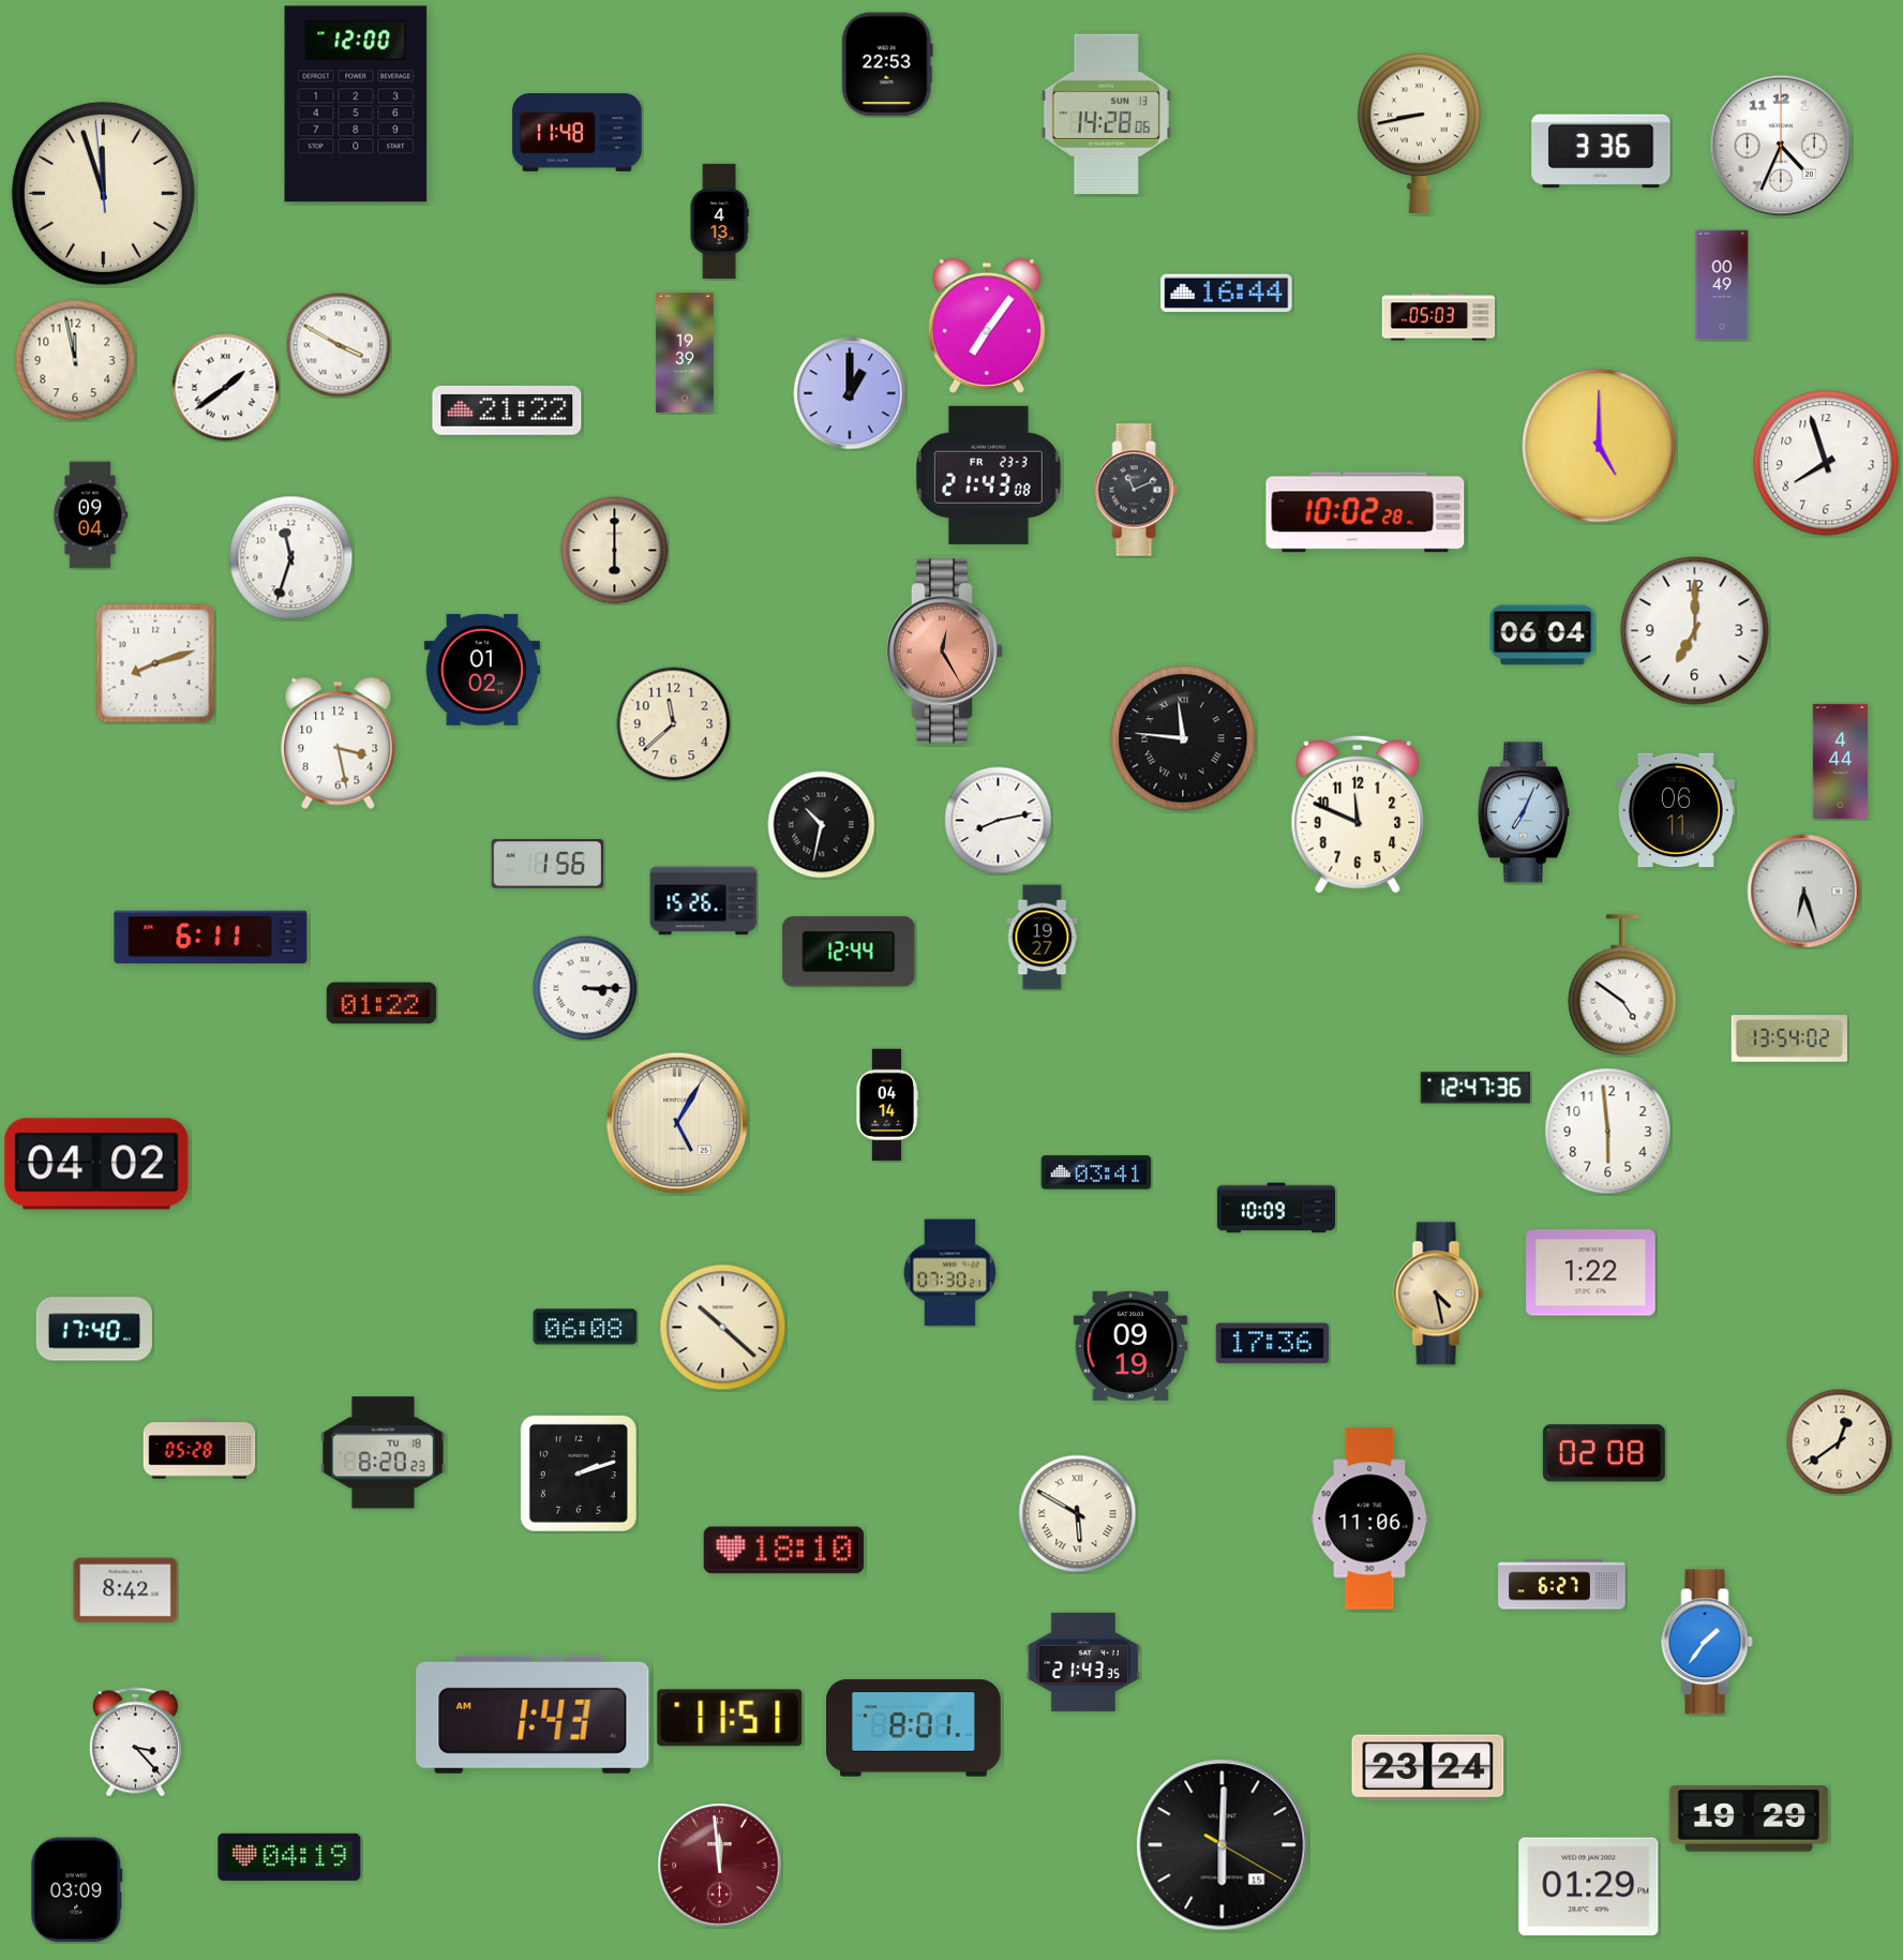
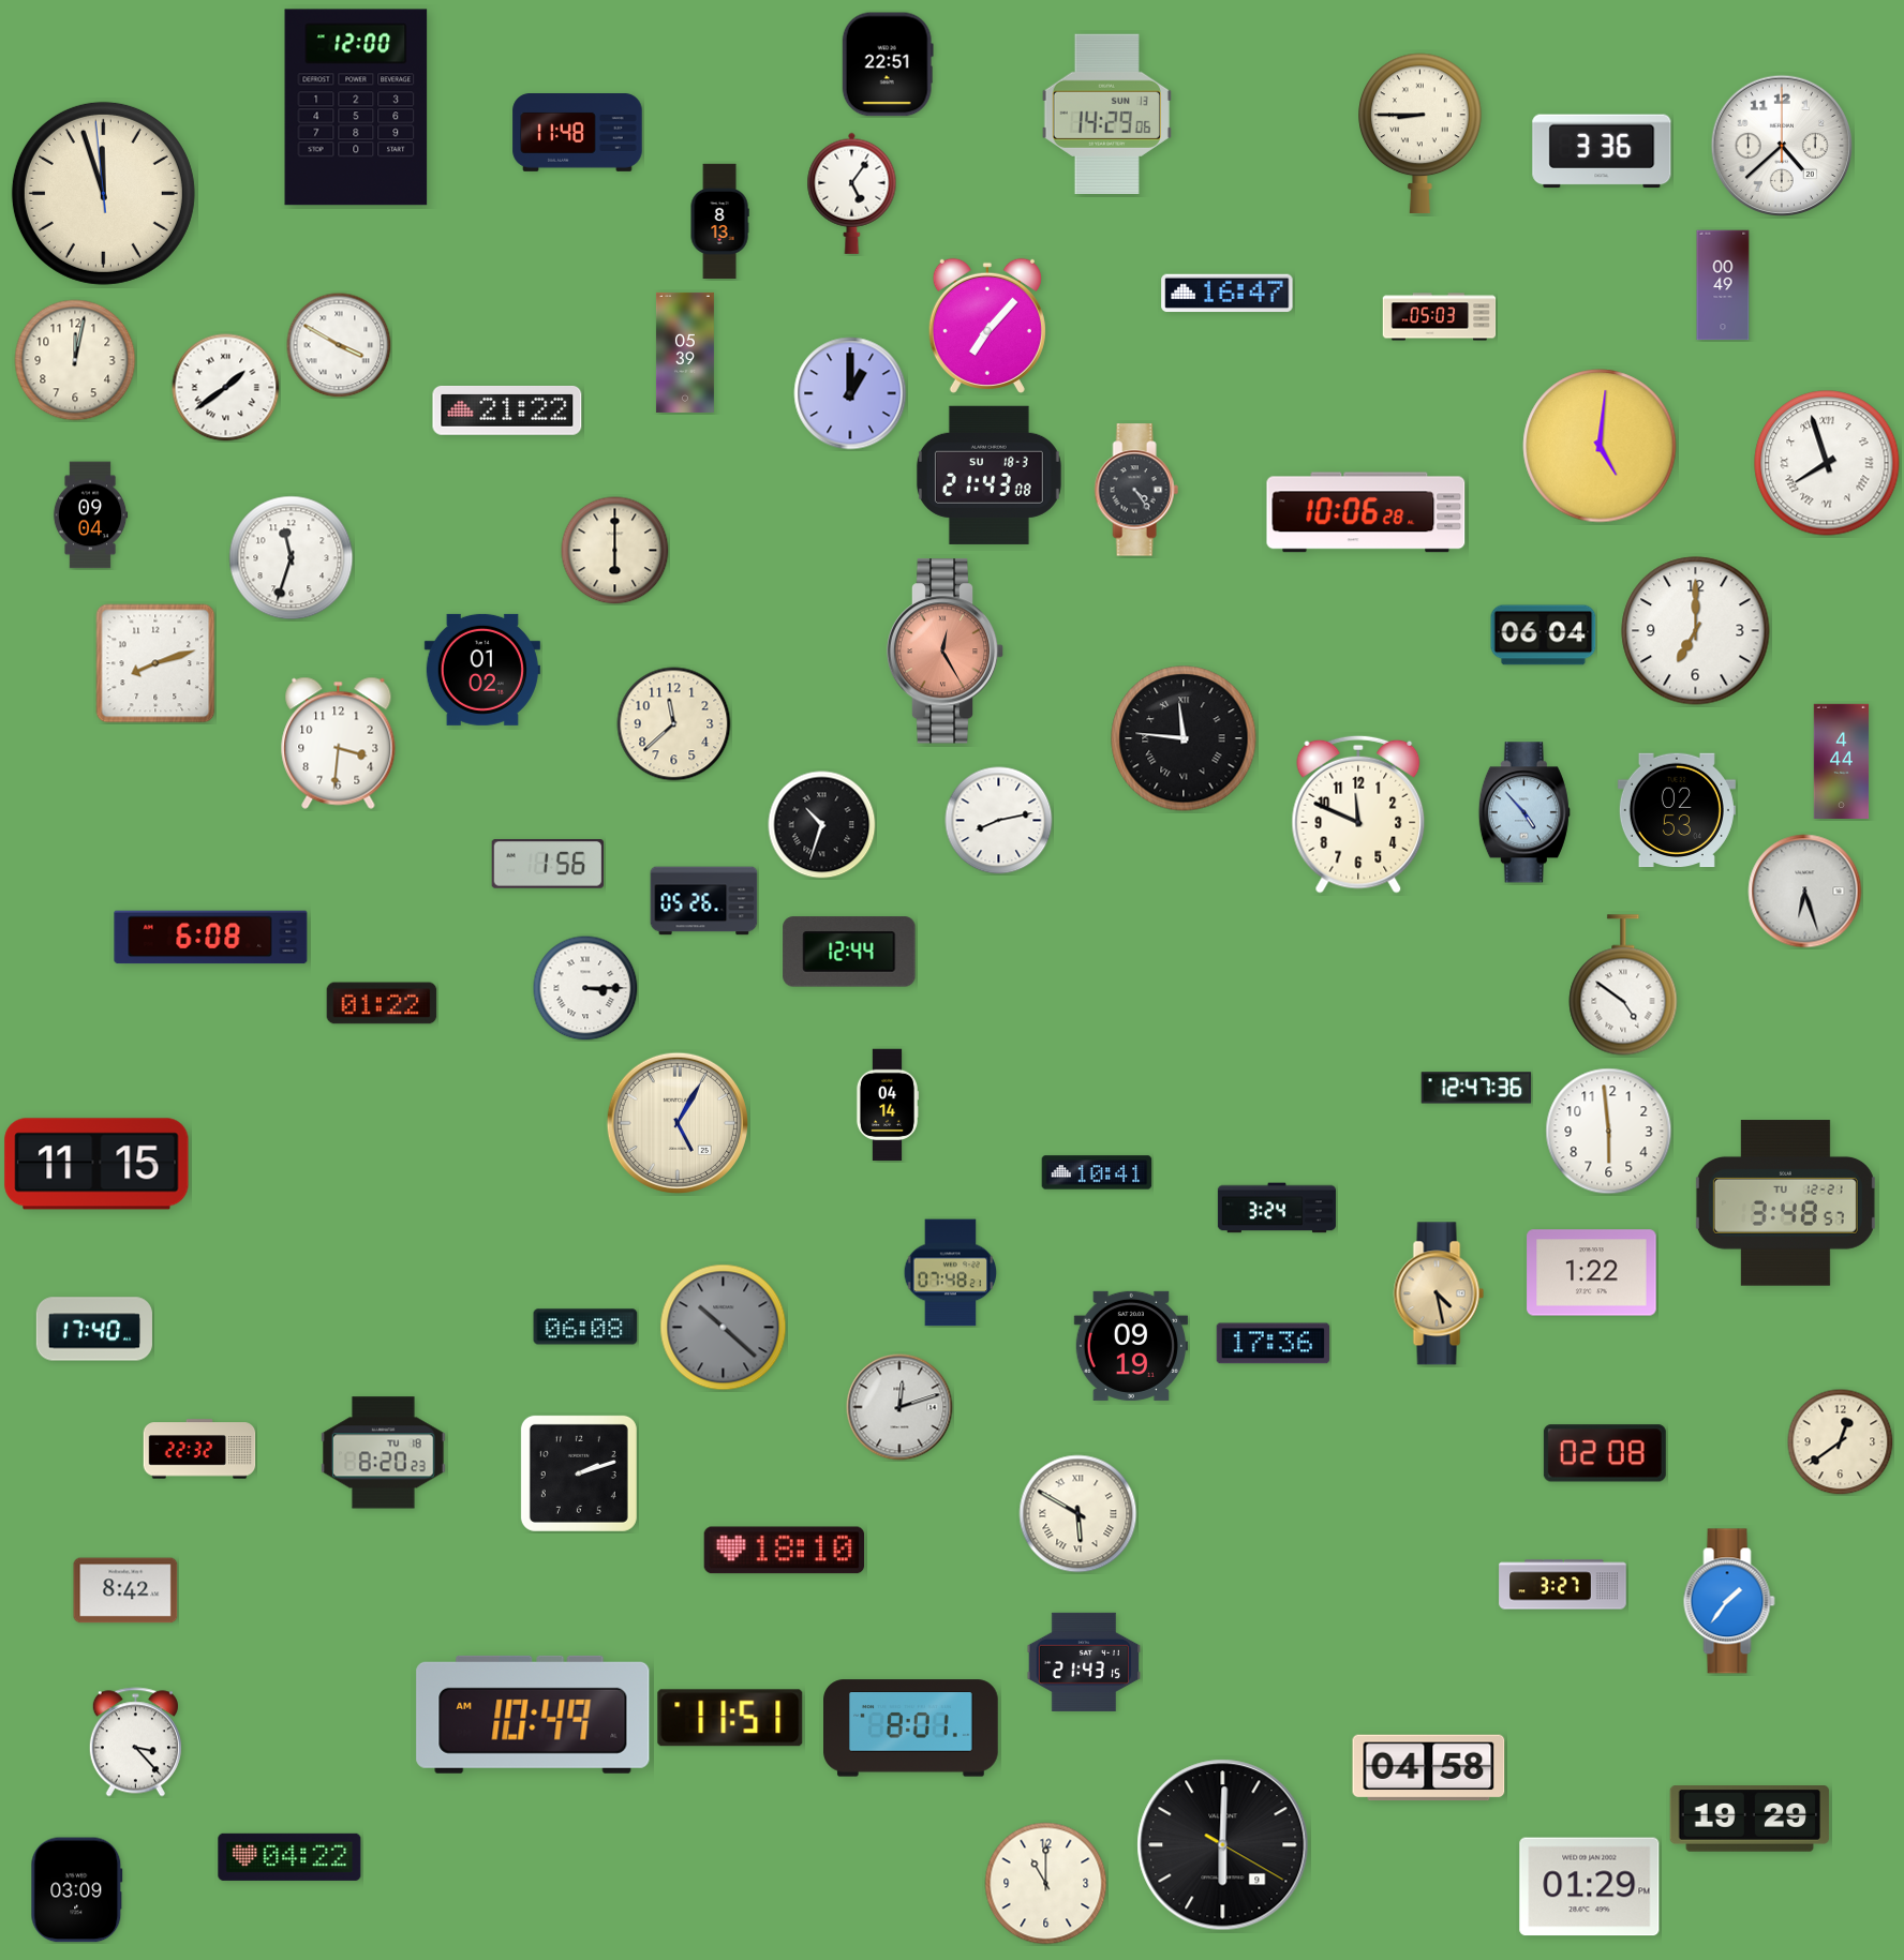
clock at (887, 64): 22:53 -> 22:51
clock at (356, 104) position: (356, 104) -> (356, 107)
clock at (1106, 114): 14:28 -> 14:29
clock at (1420, 133): 8:43 -> 8:45
clock at (1781, 146): 4:34 -> 4:38
clock at (852, 193): none -> 5:06
clock at (719, 222): 4:13 -> 8:13
clock at (1227, 294): 16:44 -> 16:47
clock at (987, 326): 7:06 -> 7:07
clock at (685, 353): 19:39 -> 05:39
clock at (75, 360): 11:58 -> 12:02
clock at (1599, 446): 5:00 -> 5:01
clock at (1826, 463) numerals: Arabic -> Roman
clock at (988, 475) date: FR 23-3 -> SU 18-3
clock at (1136, 490): 11:11 -> 4:24
clock at (1365, 512): 10:02 -> 10:06
clock at (339, 743): 3:28 -> 3:31
clock at (1676, 810): 06:11 -> 02:53
clock at (1524, 812): 7:04 -> 4:53
clock at (822, 825): 10:32 -> 10:33
clock at (704, 901): 15:26 -> 05:26
clock at (211, 938): 6:11 -> 6:08
clock at (1043, 938): 19:27 -> none
clock at (1789, 1038): 13:54 -> none
clock at (96, 1164): 04:02 -> 11:15
clock at (1096, 1172): 03:41 -> 10:41
clock at (1785, 1203): none -> 3:48
clock at (1276, 1208): 10:09 -> 3:24
clock at (950, 1273): 07:30 -> 07:48
clock at (723, 1328) dial: cream -> grey
clock at (899, 1407): none -> 12:12
clock at (199, 1449): 05:28 -> 22:32
clock at (1369, 1518): 11:06 -> none
clock at (1562, 1585): 6:27 -> 3:27
clock at (1707, 1642) position: (1707, 1642) -> (1729, 1601)
clock at (1082, 1662): 21:43:35 -> 21:43:15
clock at (533, 1715): 1:43 -> 10:49
clock at (914, 1729) position: (914, 1729) -> (911, 1729)
clock at (1428, 1768): 23:24 -> 04:58
clock at (1223, 1845) date: 15 -> 9
clock at (289, 1857): 04:19 -> 04:22
clock at (720, 1866): 11:59 -> none
clock at (1046, 1884): none -> 11:00
